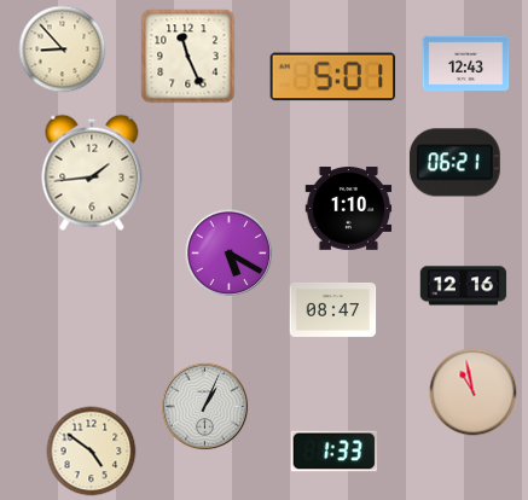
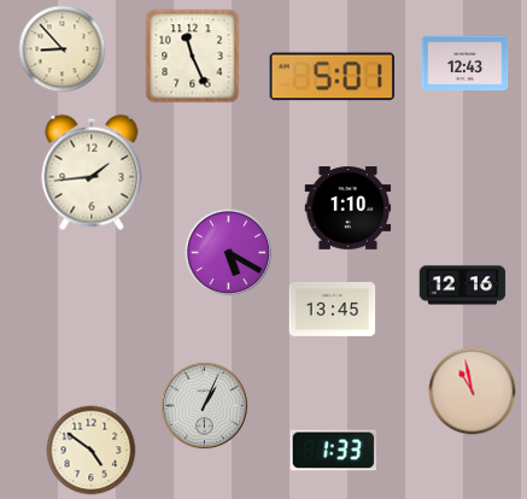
clock at (188, 57) position: (188, 57) -> (193, 57)
clock at (454, 163): 06:21 -> none
clock at (333, 309): 08:47 -> 13:45
